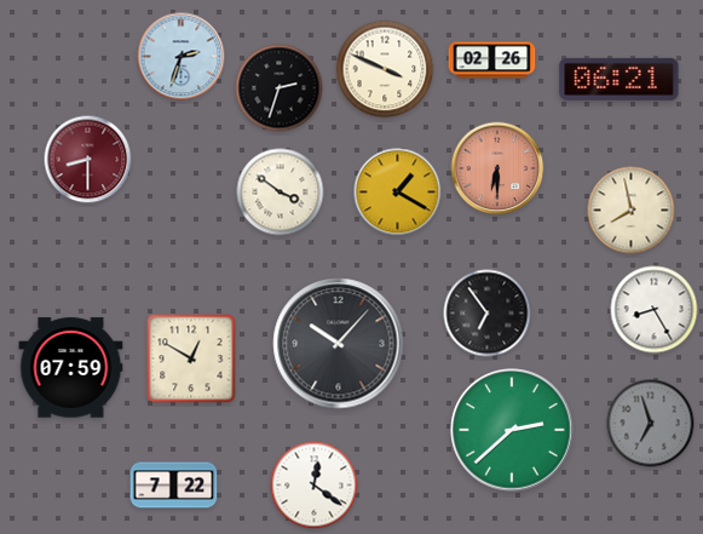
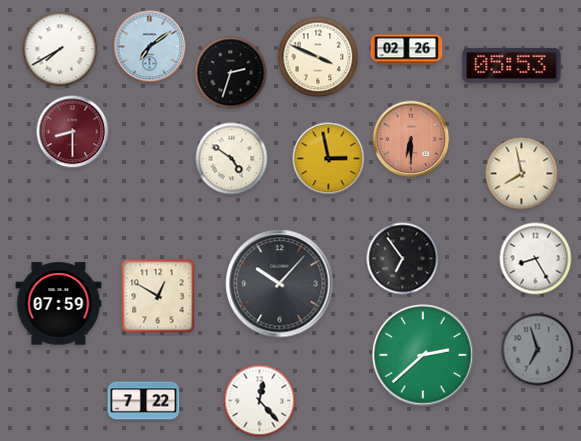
clock at (181, 57): 2:33 -> 7:09
clock at (60, 49): none -> 7:40
clock at (620, 79): 06:21 -> 05:53
clock at (281, 193): 3:51 -> 4:51
clock at (398, 193): 1:20 -> 2:58
clock at (655, 310) position: (655, 310) -> (536, 259)
clock at (315, 486): 12:21 -> 12:23
